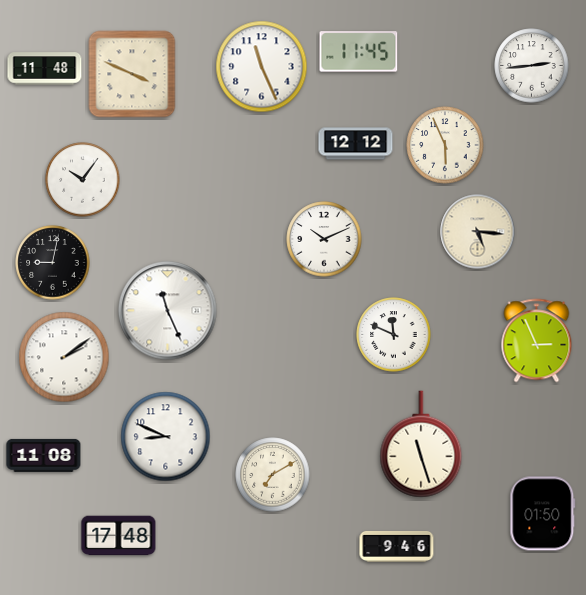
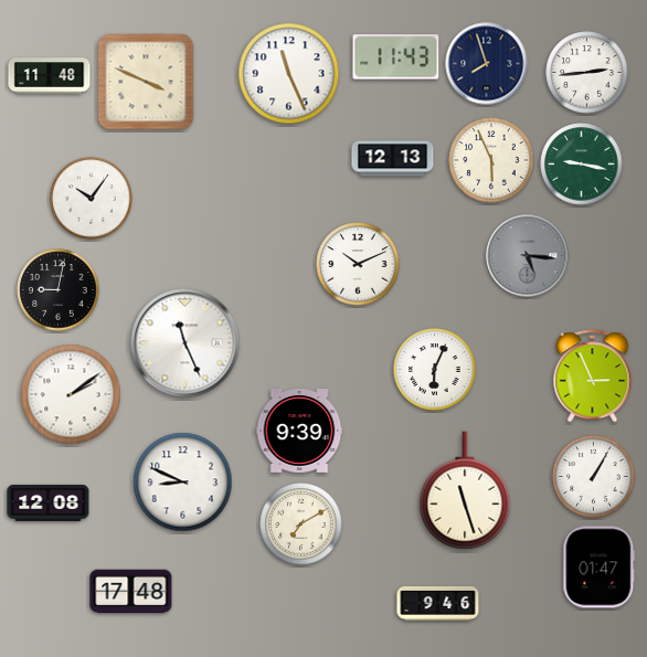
clock at (359, 52): 11:45 -> 11:43
clock at (487, 64): none -> 7:57
clock at (356, 144): 12:12 -> 12:13
clock at (582, 165): none -> 9:17
clock at (478, 232) dial: cream -> grey
clock at (394, 335): 11:49 -> 6:04
clock at (299, 432): none -> 9:39
clock at (594, 477): none -> 1:05
clock at (44, 455): 11:08 -> 12:08
clock at (543, 514): 01:50 -> 01:47
